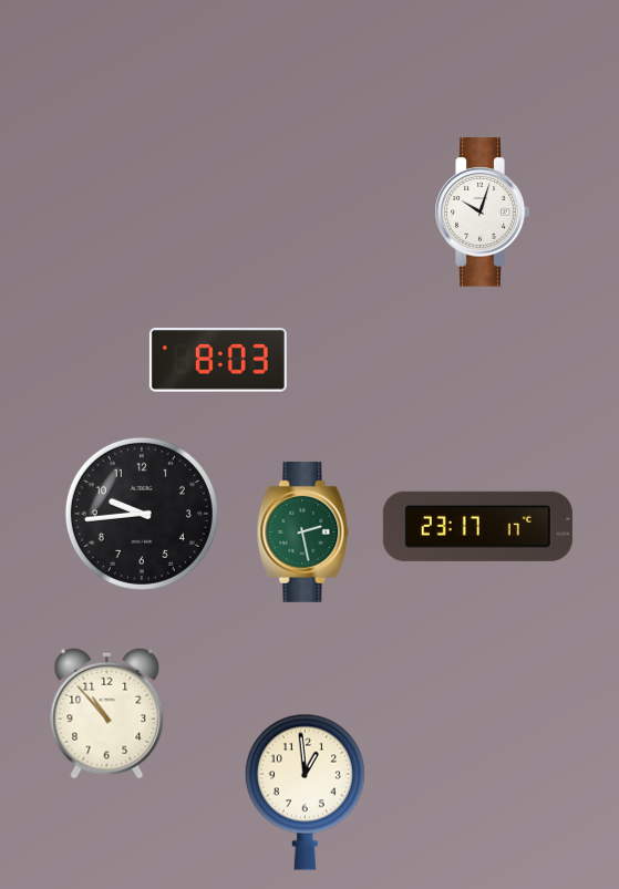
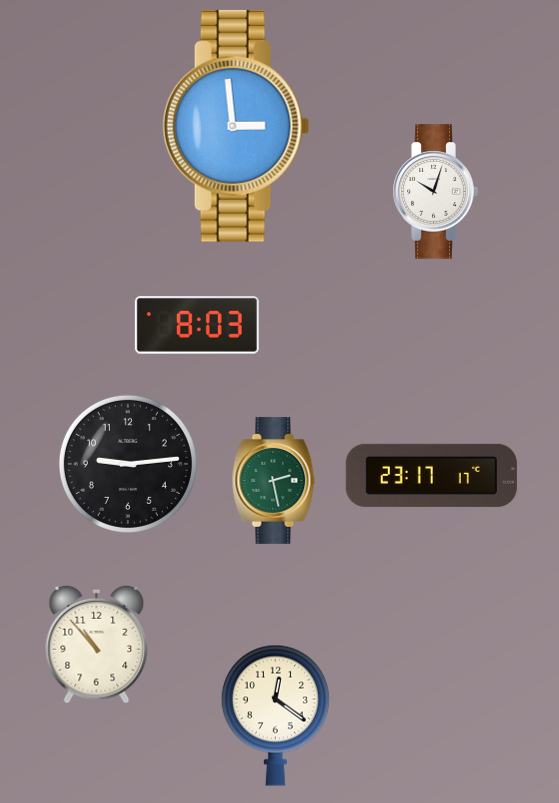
clock at (236, 126): none -> 2:59
clock at (142, 514): 9:44 -> 9:14
clock at (305, 792): 12:59 -> 12:21
